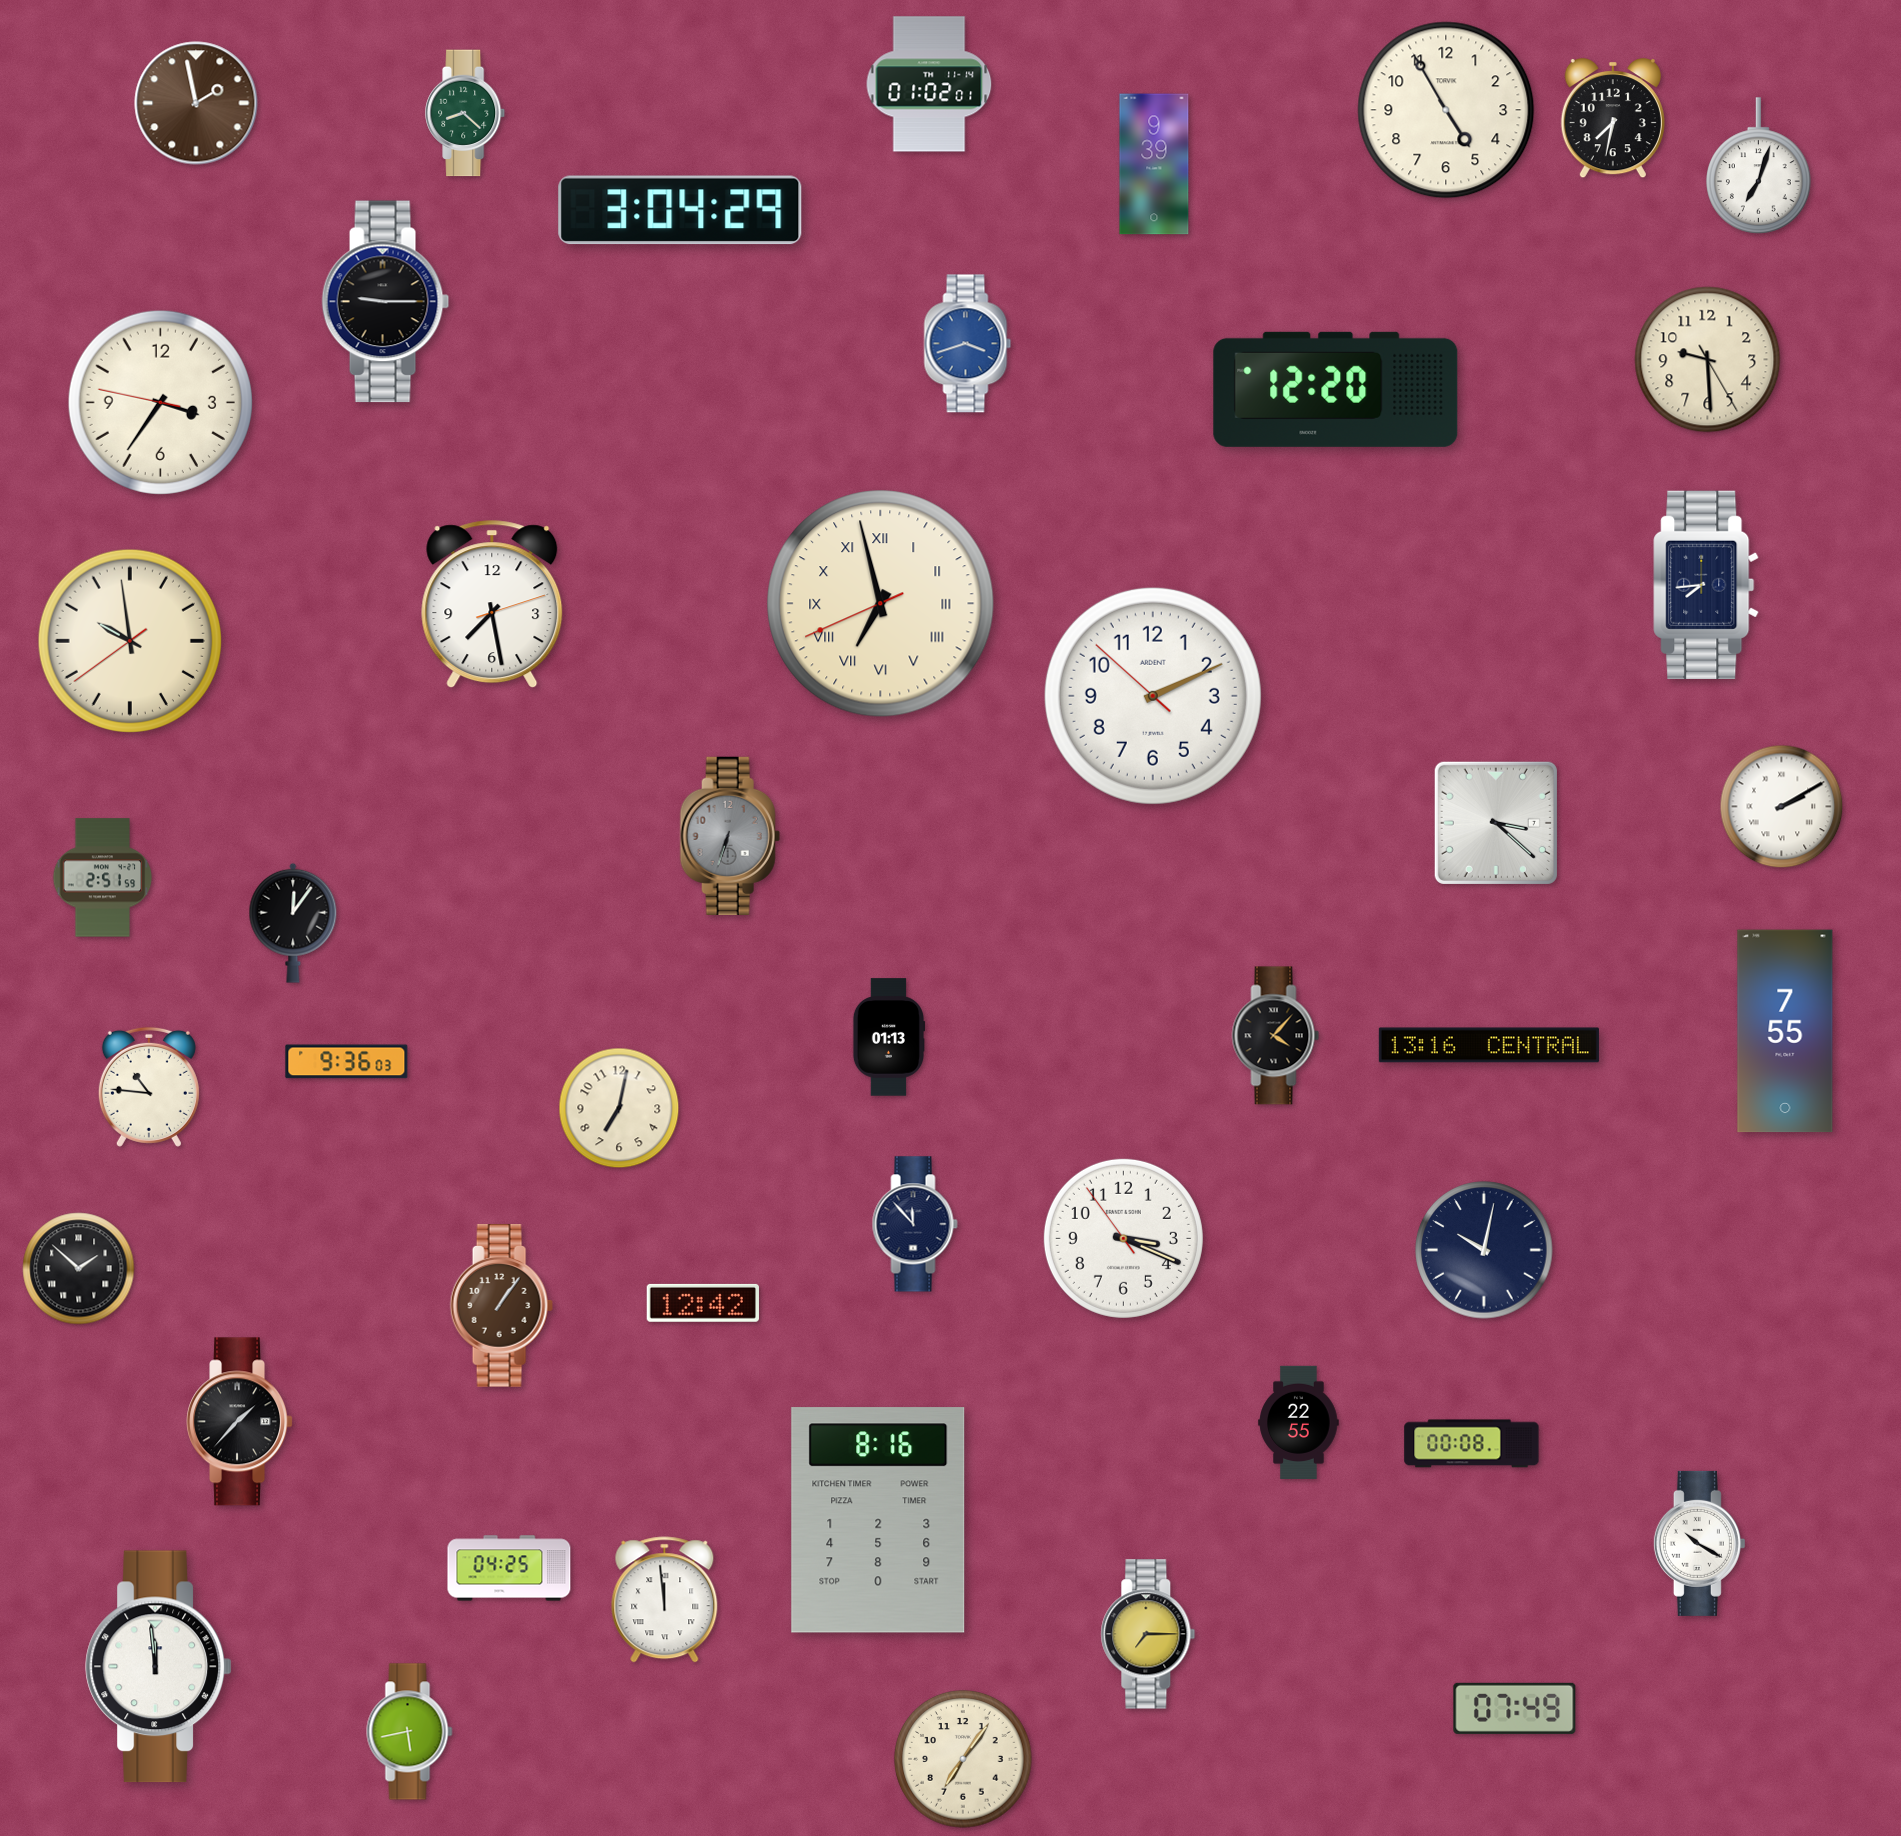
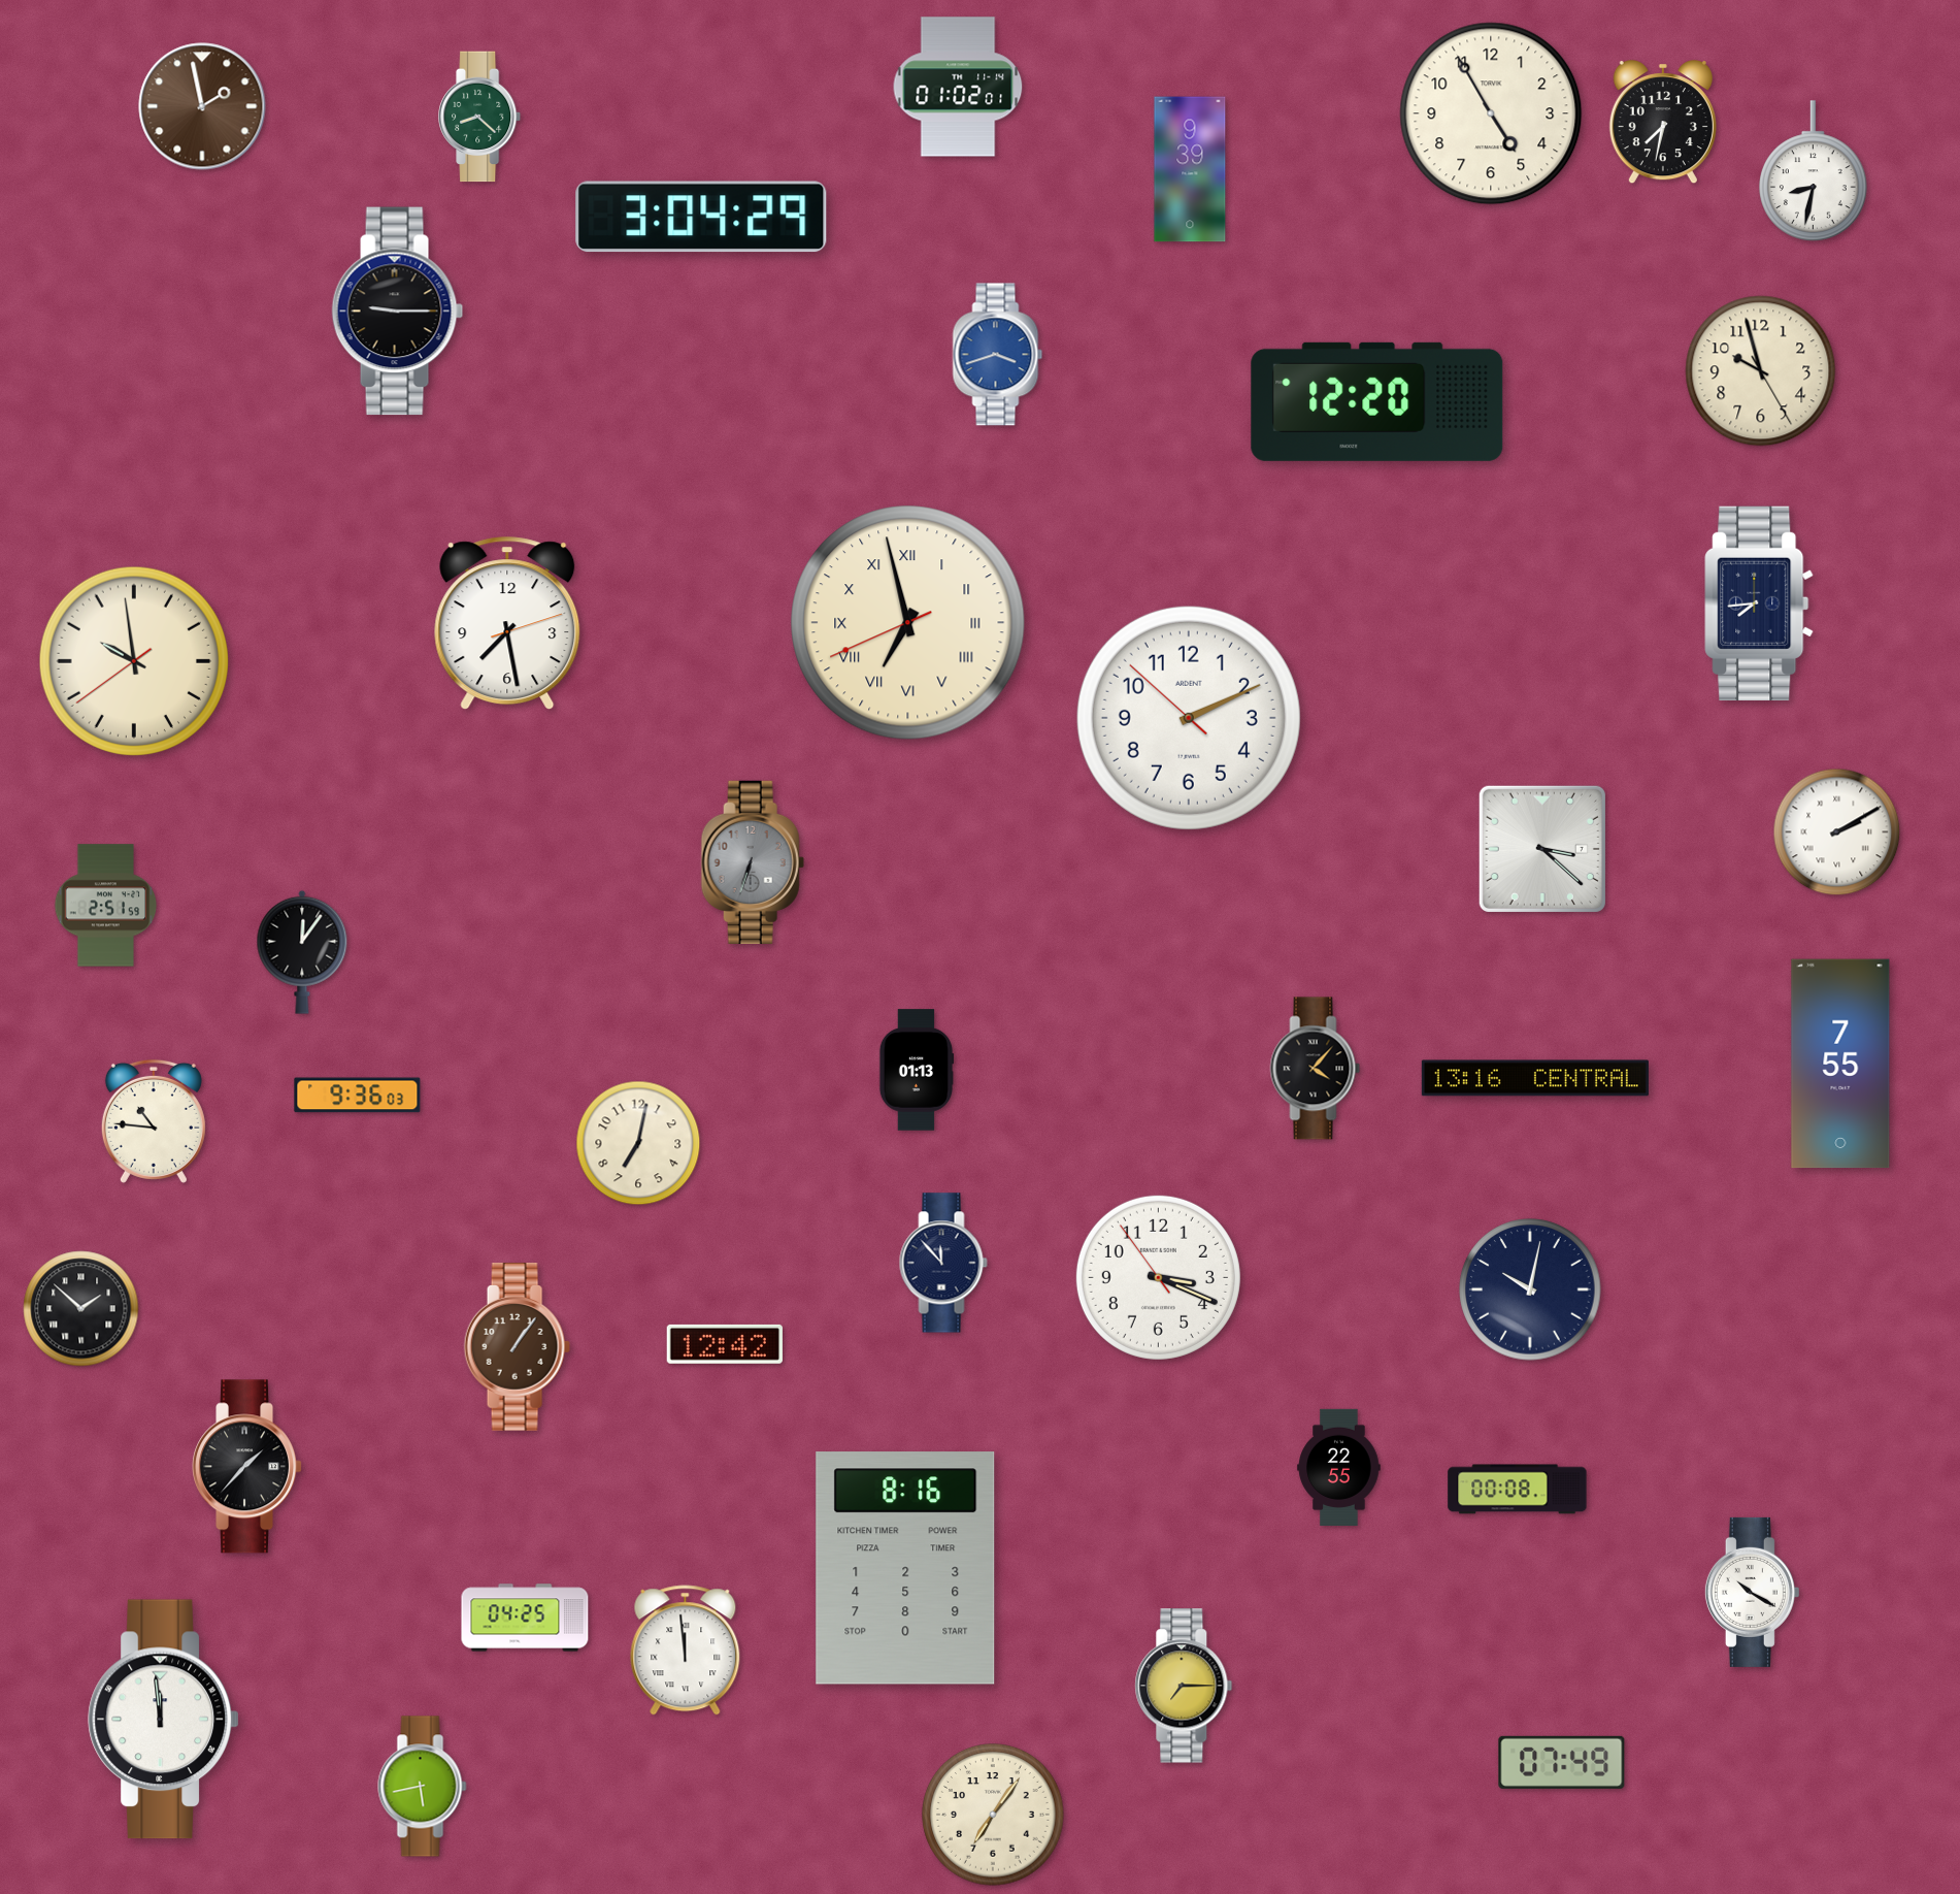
clock at (1759, 166): 7:03 -> 8:32
clock at (1708, 360): 9:29 -> 9:57
clock at (160, 402): 3:35 -> none
